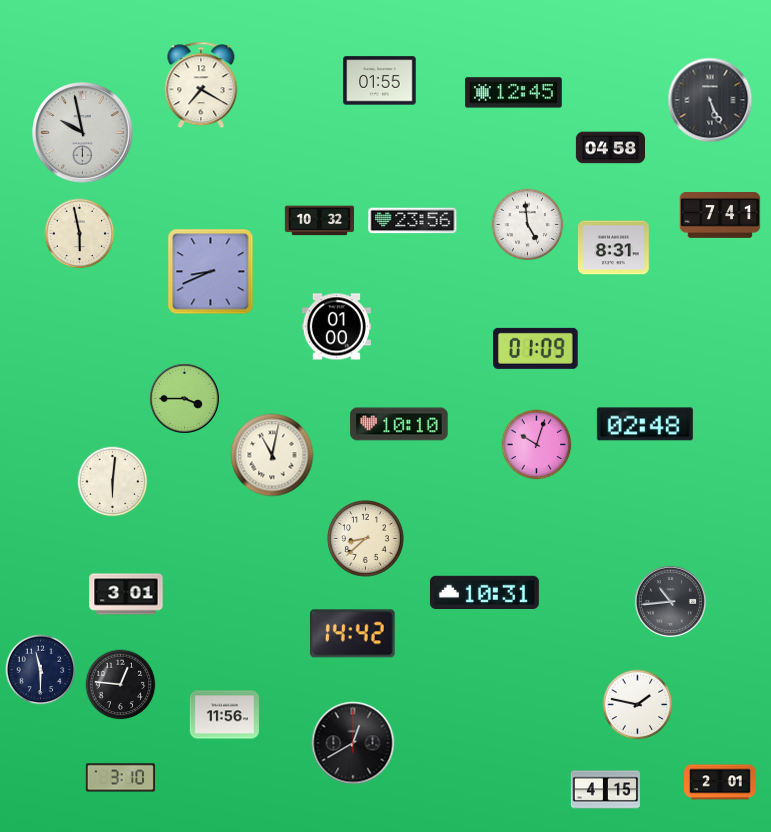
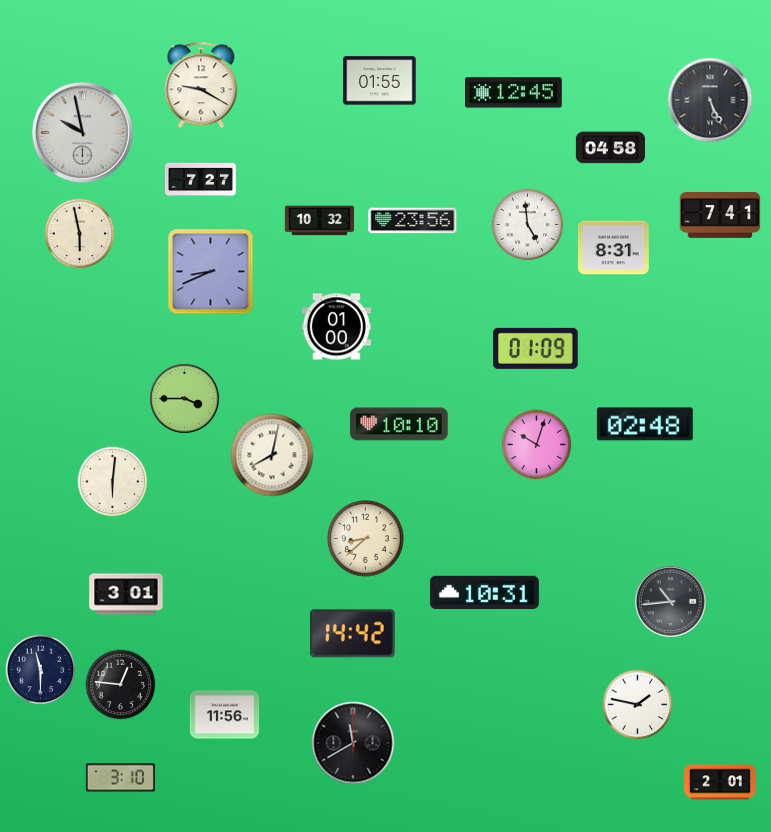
clock at (201, 85): 7:20 -> 9:20
clock at (201, 180): none -> 7:27
clock at (272, 455): 11:02 -> 8:02
clock at (353, 743): 12:40 -> 11:40
clock at (605, 790): 4:15 -> none
